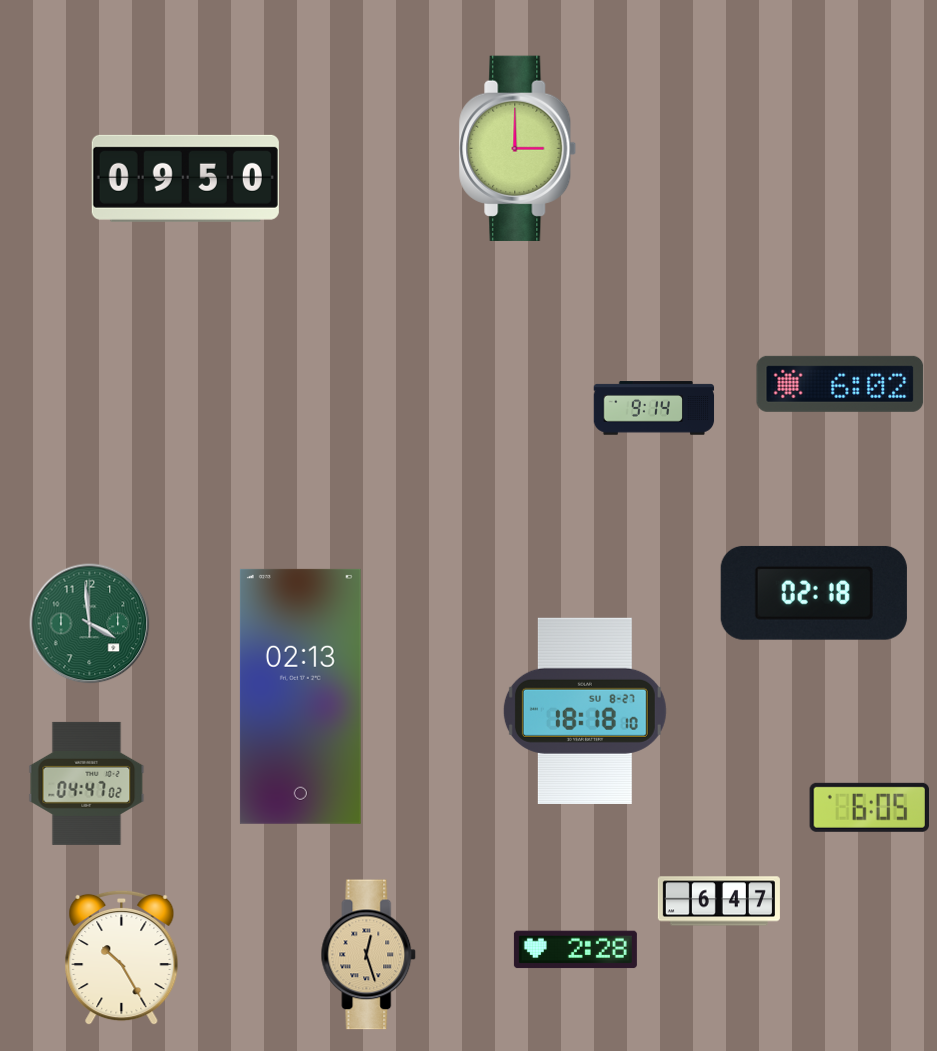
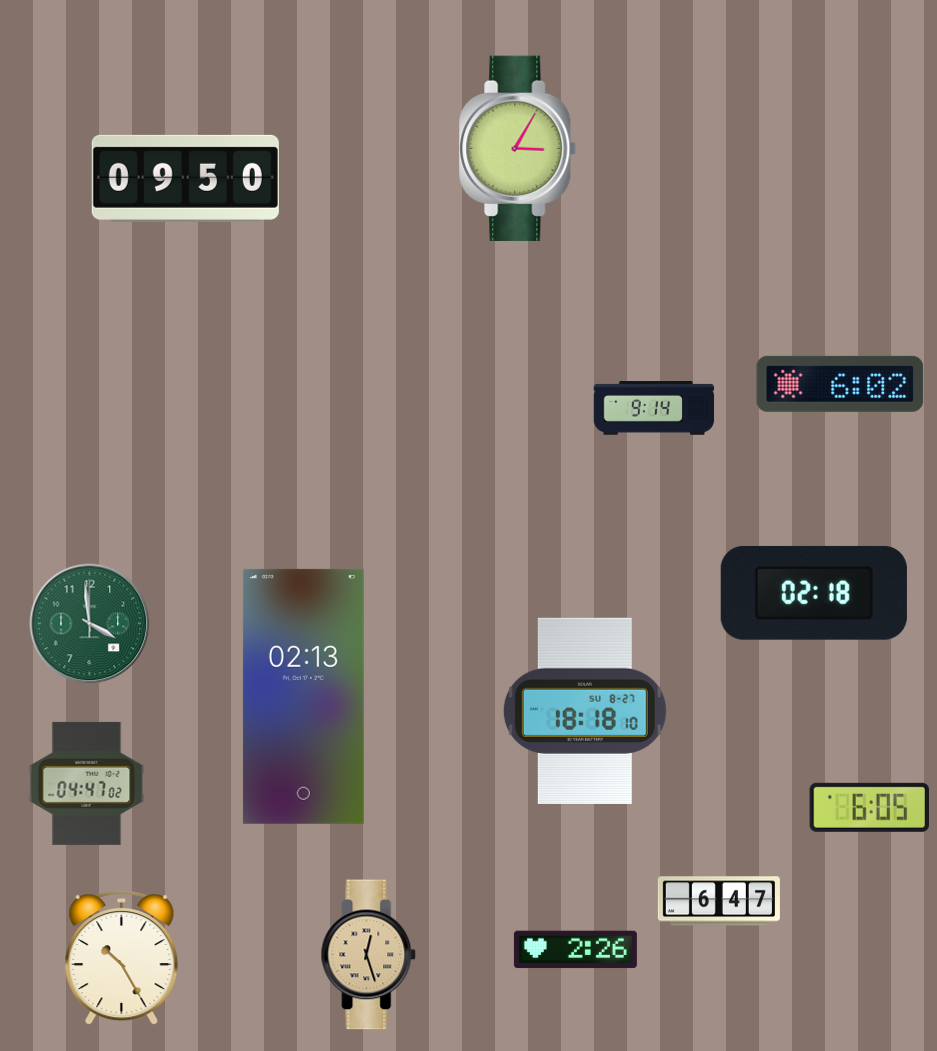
clock at (518, 148): 3:00 -> 3:05
clock at (300, 696) position: (300, 696) -> (303, 696)
clock at (575, 950): 2:28 -> 2:26
